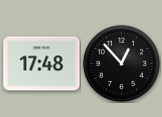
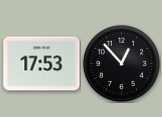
clock at (42, 64): 17:48 -> 17:53
